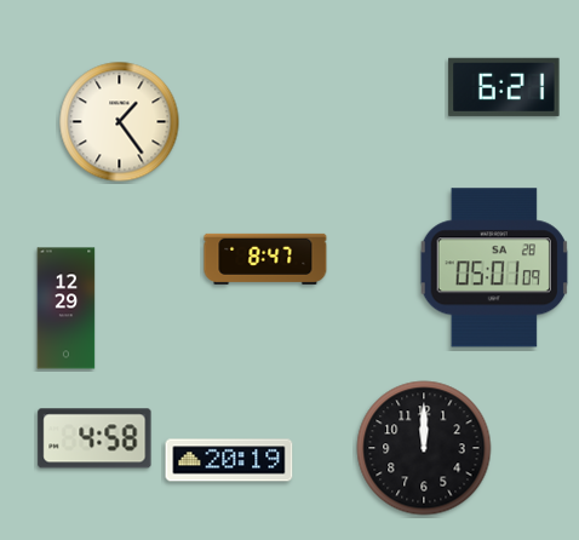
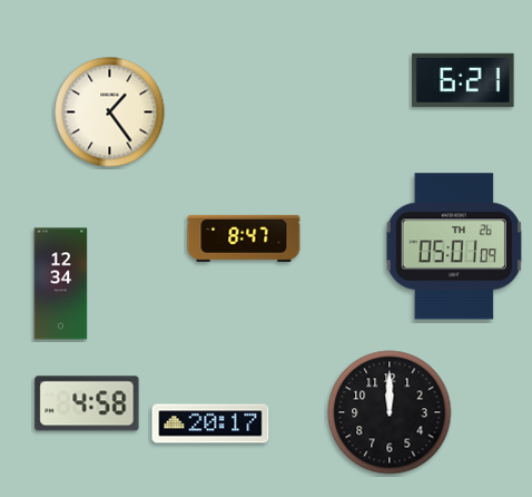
clock at (494, 268) date: SA 28 -> TH 26
clock at (67, 309): 12:29 -> 12:34
clock at (229, 460): 20:19 -> 20:17
